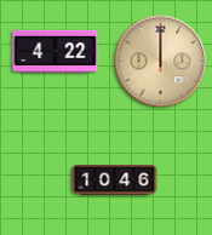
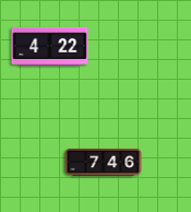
clock at (161, 62): 12:00 -> none
clock at (115, 180): 10:46 -> 7:46
